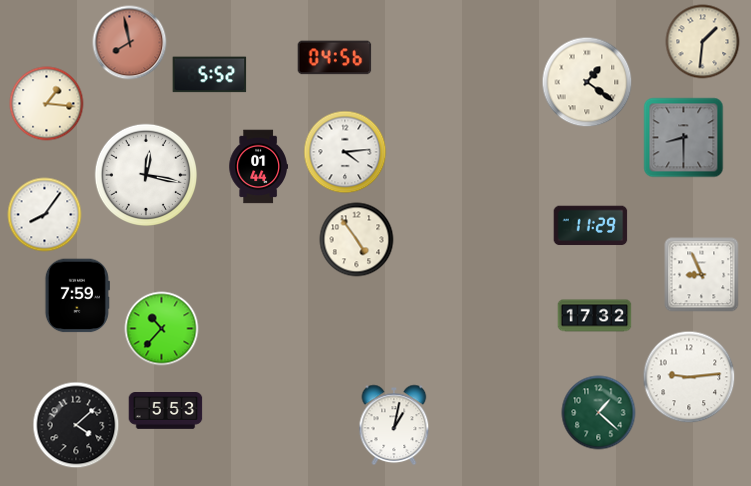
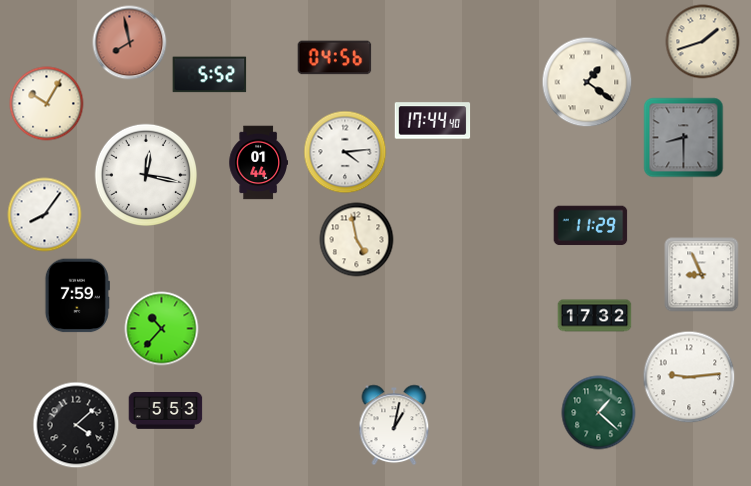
clock at (703, 42): 1:31 -> 1:42
clock at (47, 104): 1:16 -> 10:05
clock at (433, 121): none -> 17:44
clock at (258, 167) position: (258, 167) -> (258, 163)
clock at (357, 240): 4:54 -> 4:58
